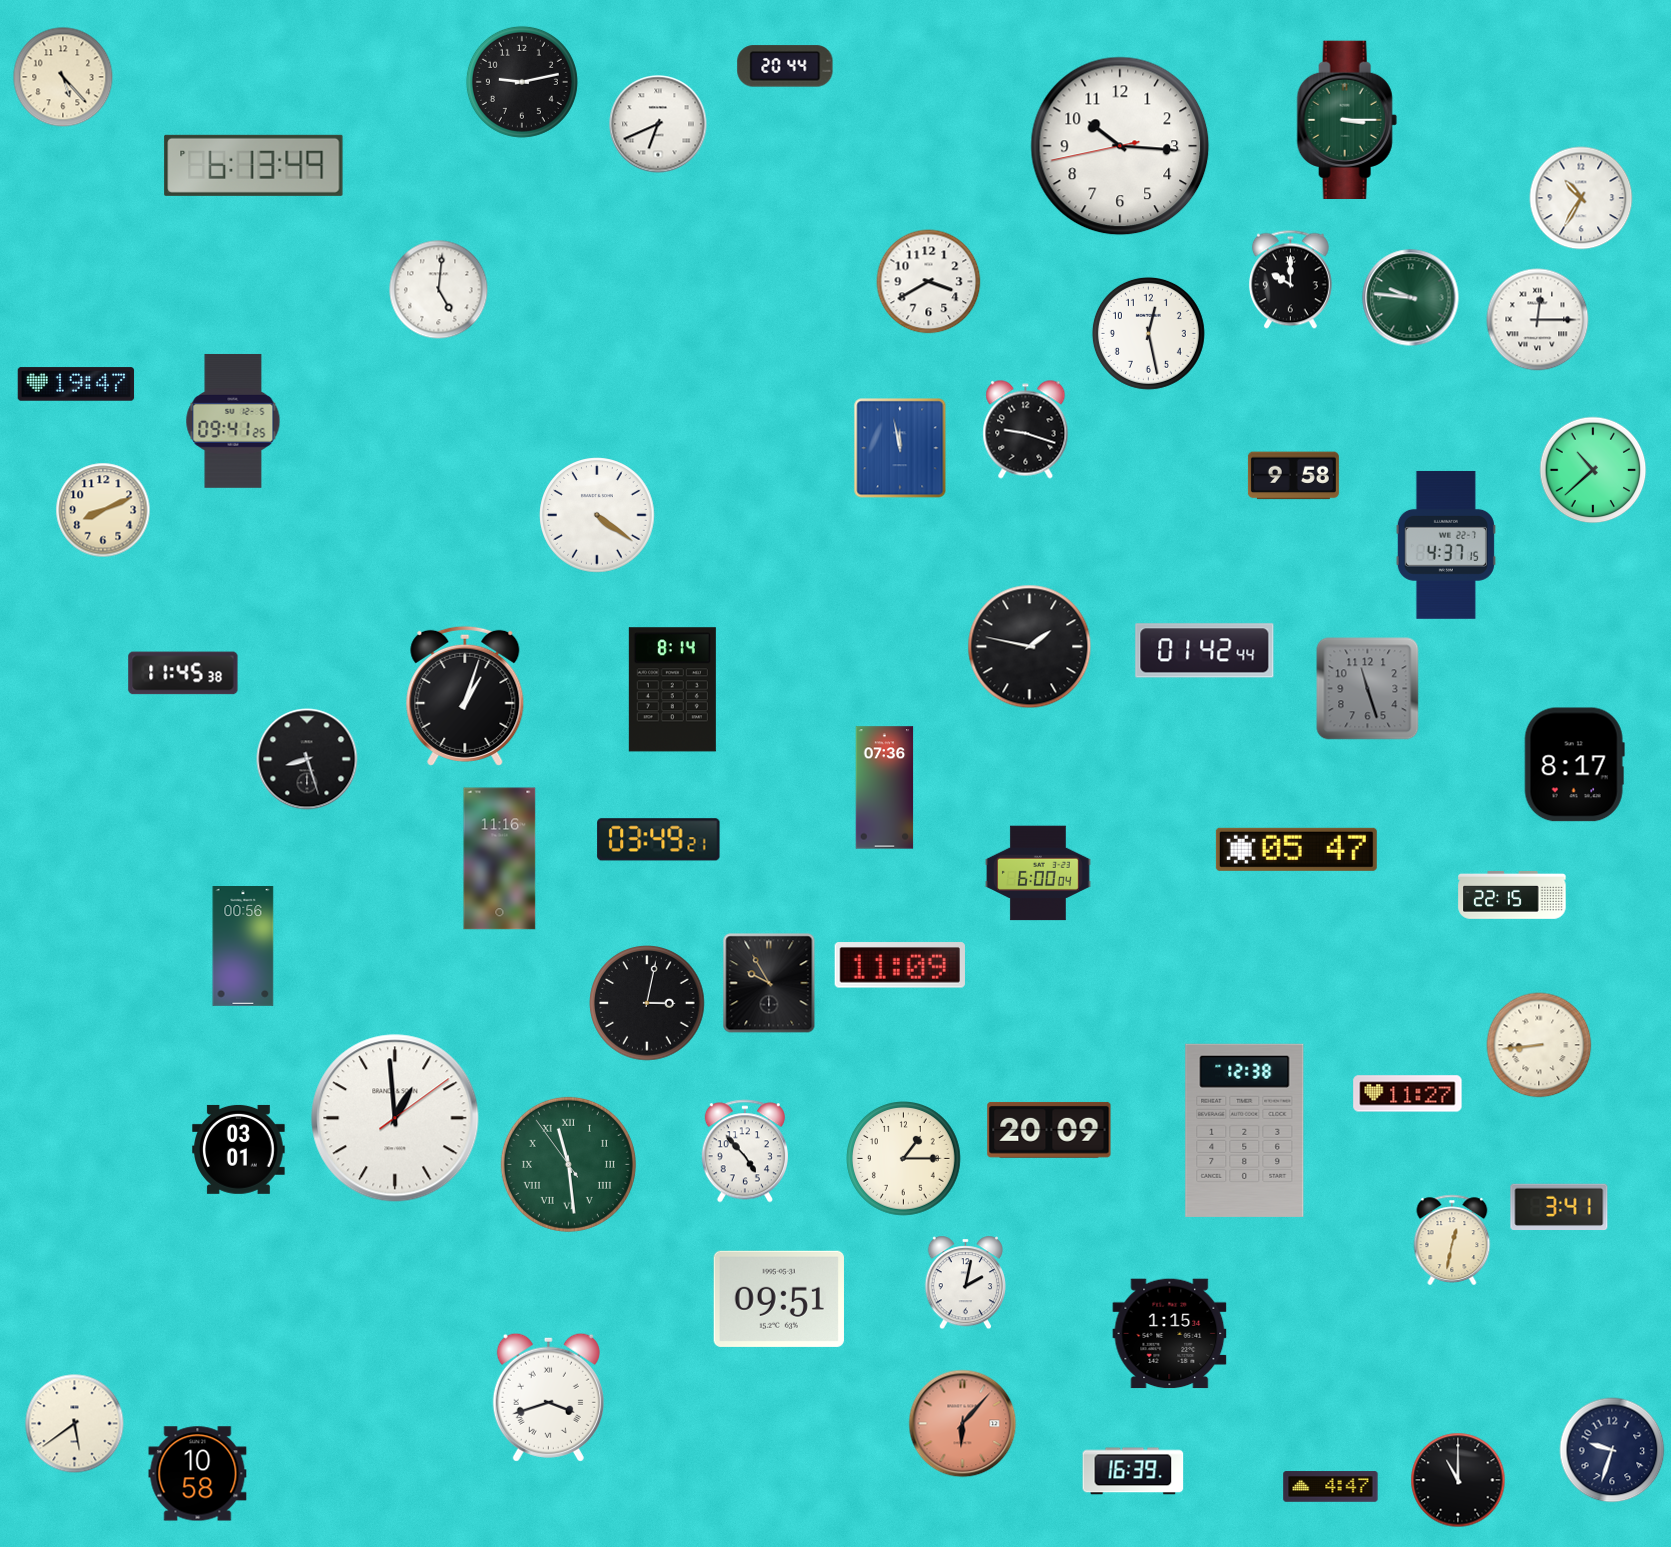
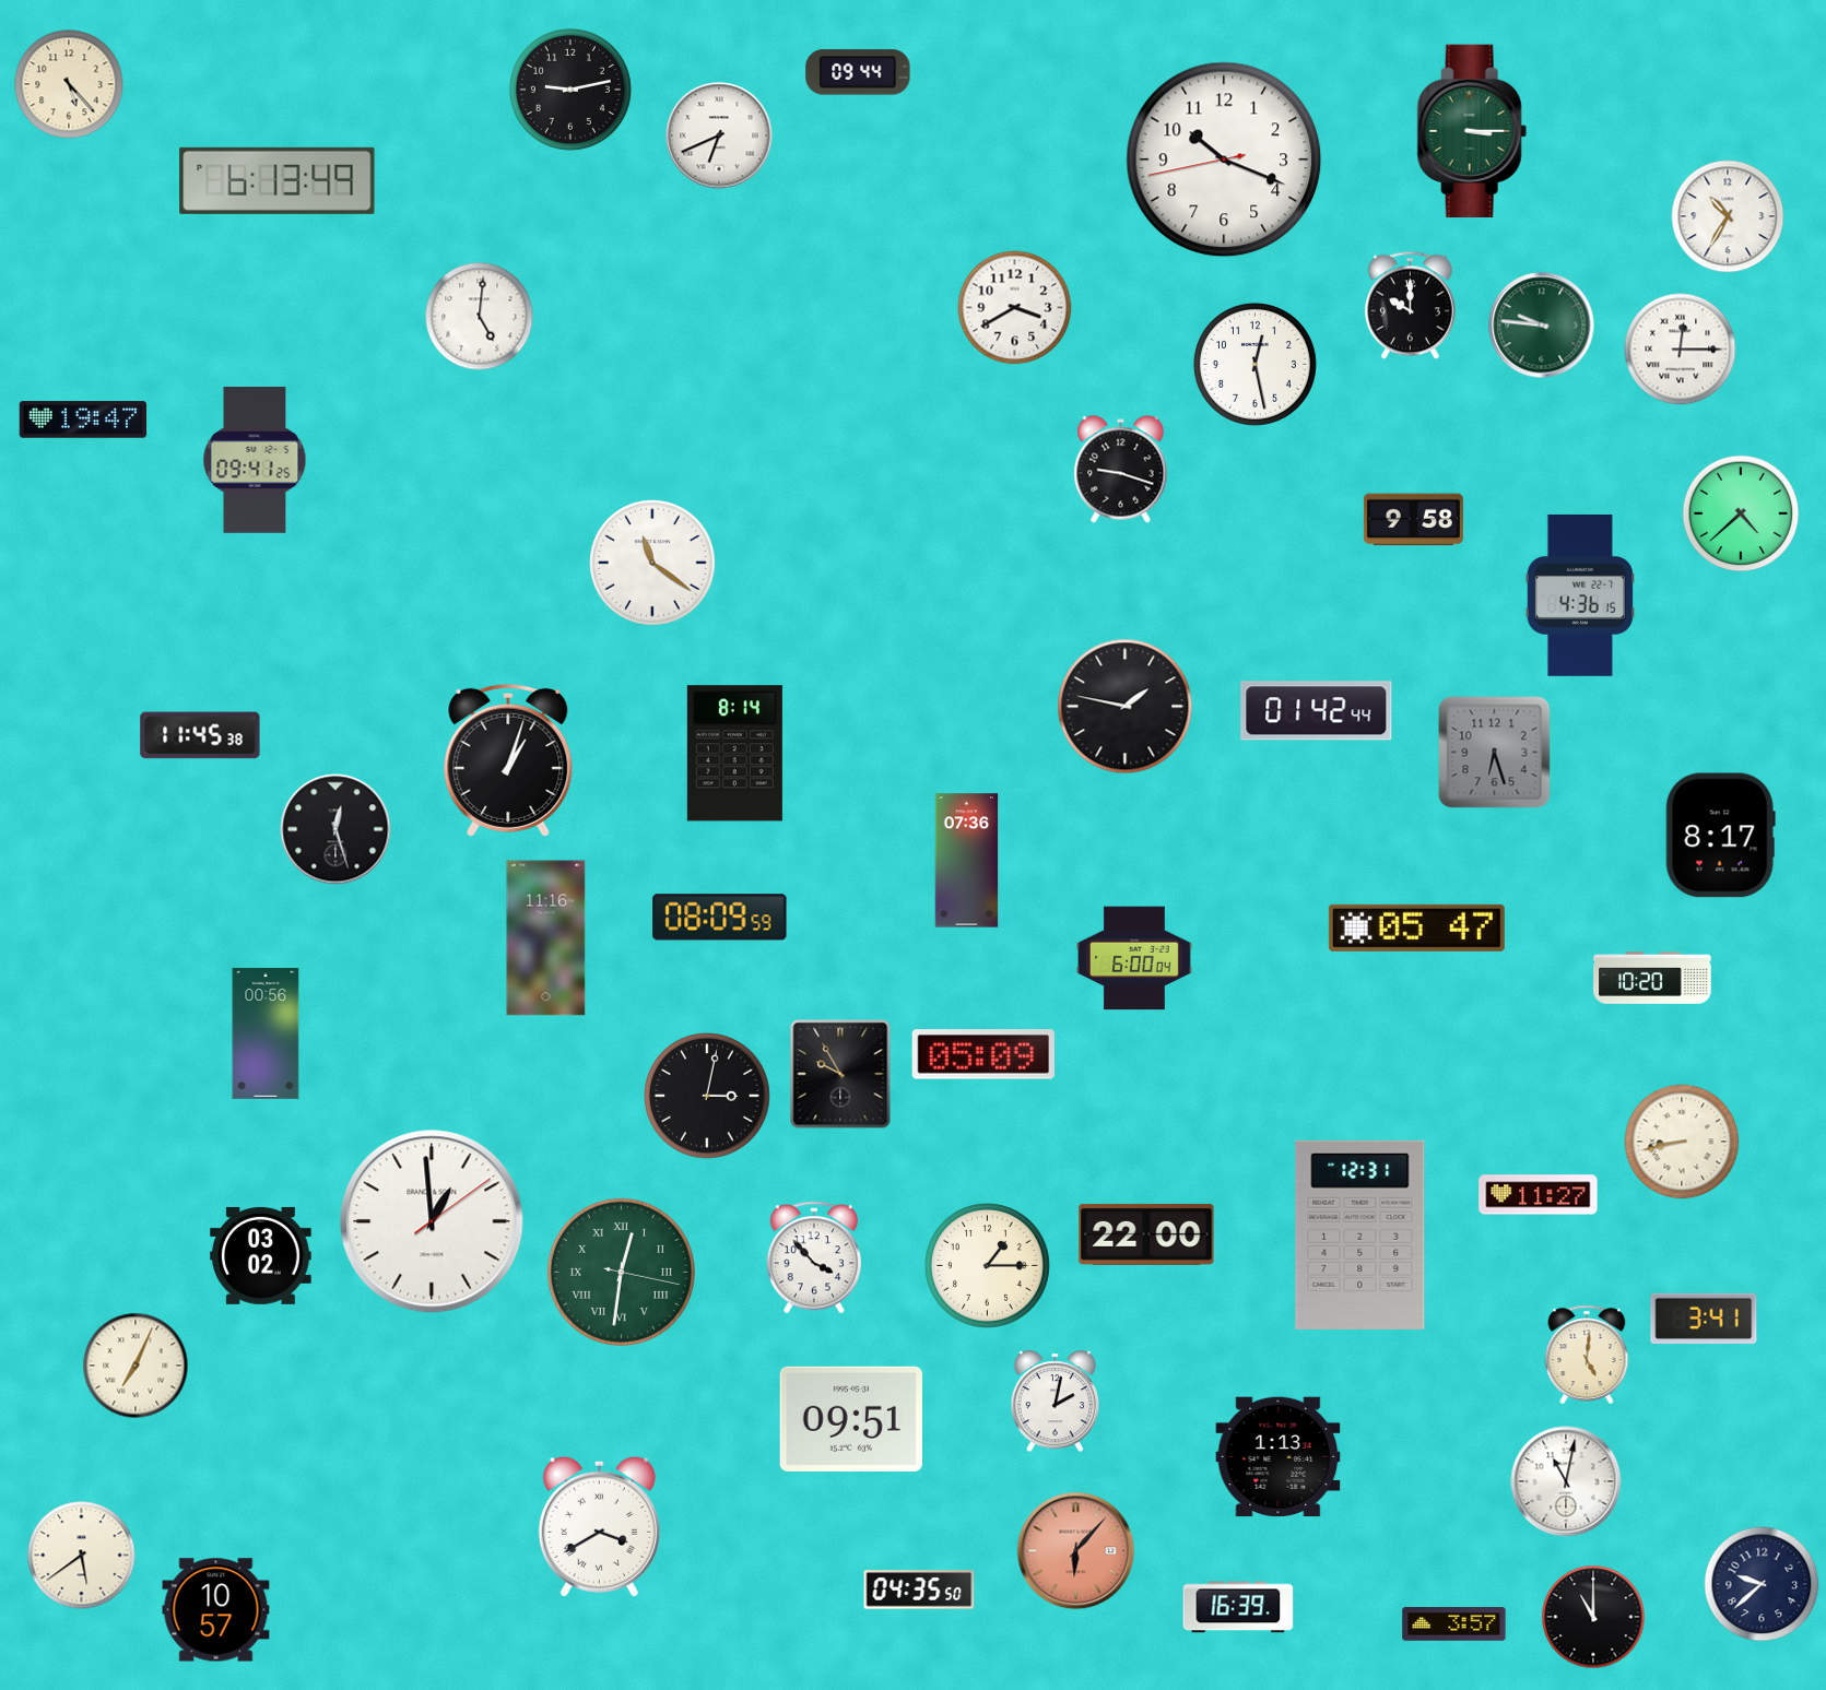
clock at (785, 66): 20:44 -> 09:44
clock at (1120, 146): 10:15 -> 10:18
clock at (900, 448): 11:58 -> none
clock at (1593, 470): 10:38 -> 4:38
clock at (103, 510): 8:11 -> none
clock at (597, 515): 4:21 -> 11:21
clock at (1446, 545): 4:37 -> 4:36
clock at (1368, 689): 11:27 -> 6:27
clock at (307, 759): 8:27 -> 12:27
clock at (659, 840): 03:49 -> 08:09
clock at (1039, 873) position: (1039, 873) -> (1135, 958)
clock at (1512, 895): 22:15 -> 10:20
clock at (900, 965): 11:09 -> 05:09
clock at (1539, 1045): 8:44 -> 8:43
clock at (1049, 1130): 20:09 -> 22:00
clock at (1245, 1130): 12:38 -> 12:31
clock at (239, 1149): 03:01 -> 03:02
clock at (745, 1151): 4:53 -> 3:53
clock at (568, 1164): 11:28 -> 12:31
clock at (1452, 1240): 12:32 -> 5:01
clock at (136, 1366): none -> 7:04
clock at (1170, 1334): 1:15 -> 1:13
clock at (1566, 1481): none -> 11:02
clock at (548, 1397): 3:42 -> 3:40
clock at (963, 1424) position: (963, 1424) -> (1076, 1551)
clock at (1612, 1450): 9:33 -> 9:38
clock at (919, 1589): none -> 04:35
clock at (198, 1474): 10:58 -> 10:57
clock at (1331, 1487): 4:47 -> 3:57
